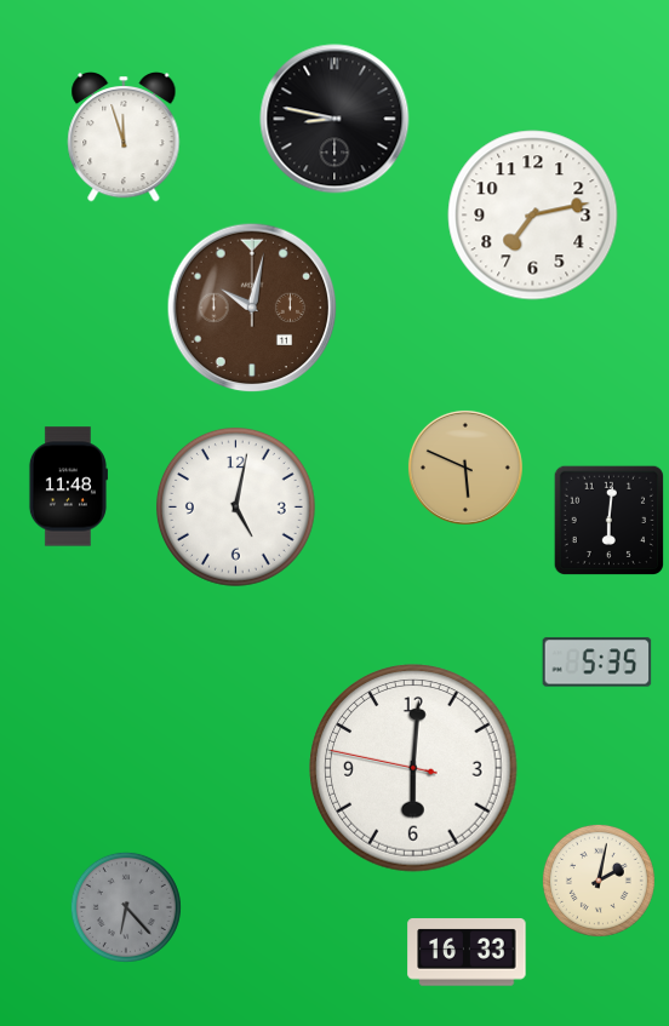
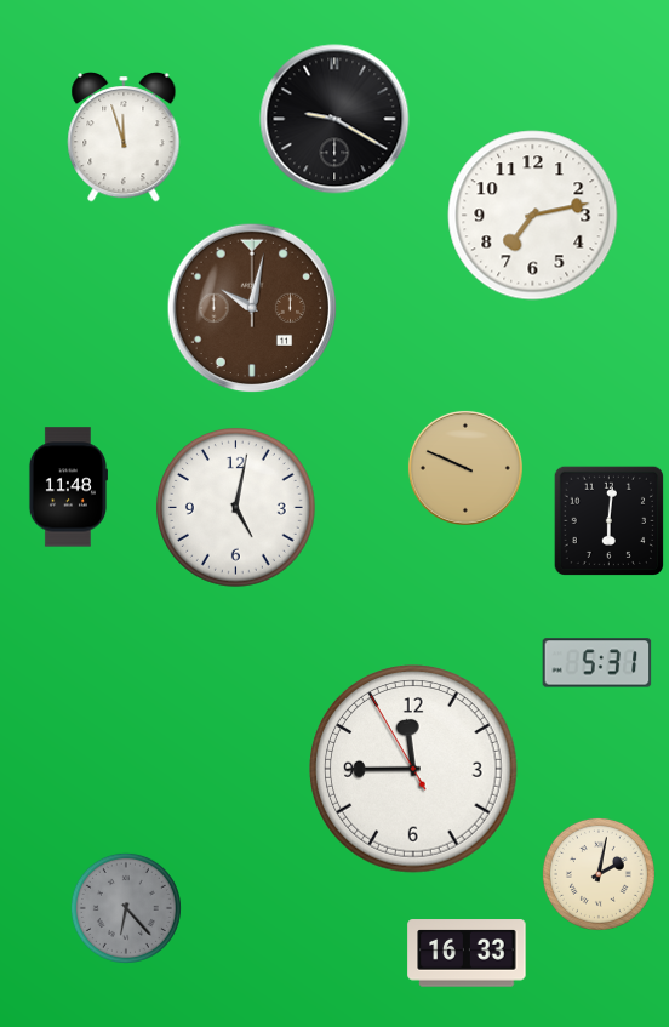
clock at (334, 119): 8:47 -> 9:20
clock at (465, 468): 5:49 -> 9:49
clock at (597, 663): 5:35 -> 5:31
clock at (413, 768): 6:00 -> 11:44
clock at (599, 881) position: (599, 881) -> (599, 874)
